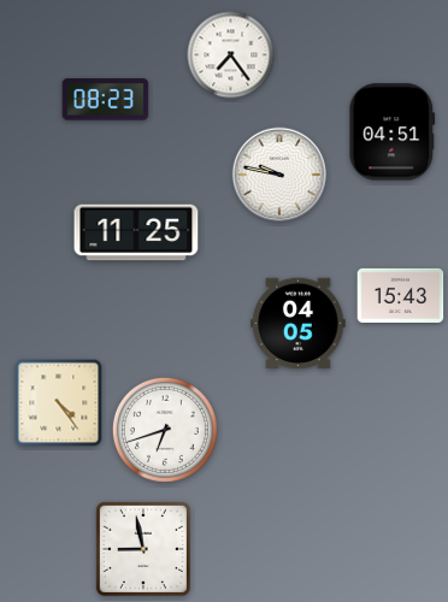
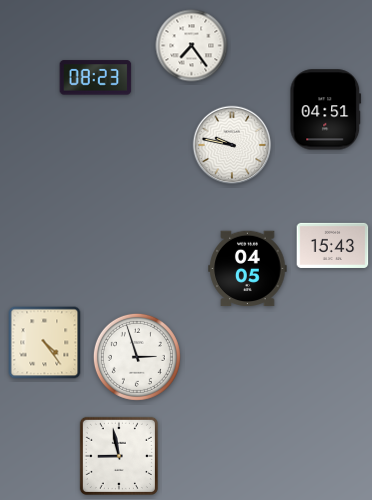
clock at (106, 100) position: (106, 100) -> (96, 78)
clock at (136, 232): 11:25 -> none
clock at (59, 403) position: (59, 403) -> (45, 343)
clock at (165, 430): 6:42 -> 2:57
